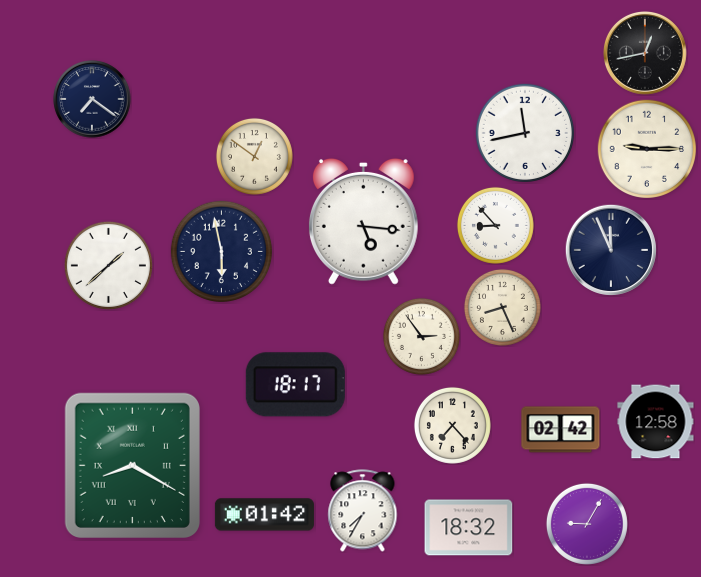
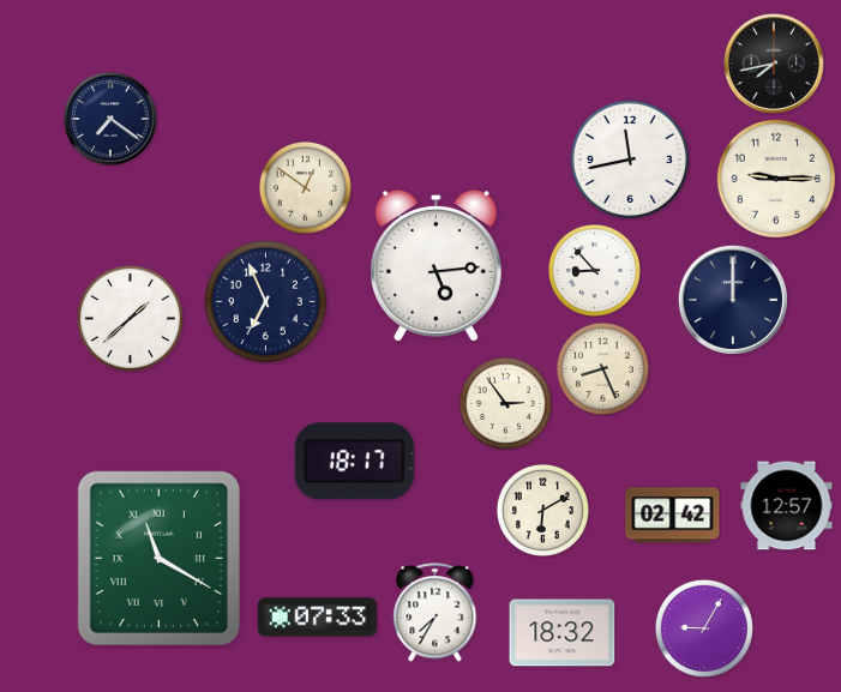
clock at (645, 53): 12:43 -> 7:43
clock at (363, 221): 5:16 -> 5:14
clock at (610, 249): 11:56 -> 12:00
clock at (222, 252): 5:58 -> 6:56
clock at (656, 422): 12:58 -> 12:57
clock at (452, 425): 7:23 -> 6:10
clock at (132, 465): 8:20 -> 11:20
clock at (264, 515): 01:42 -> 07:33
